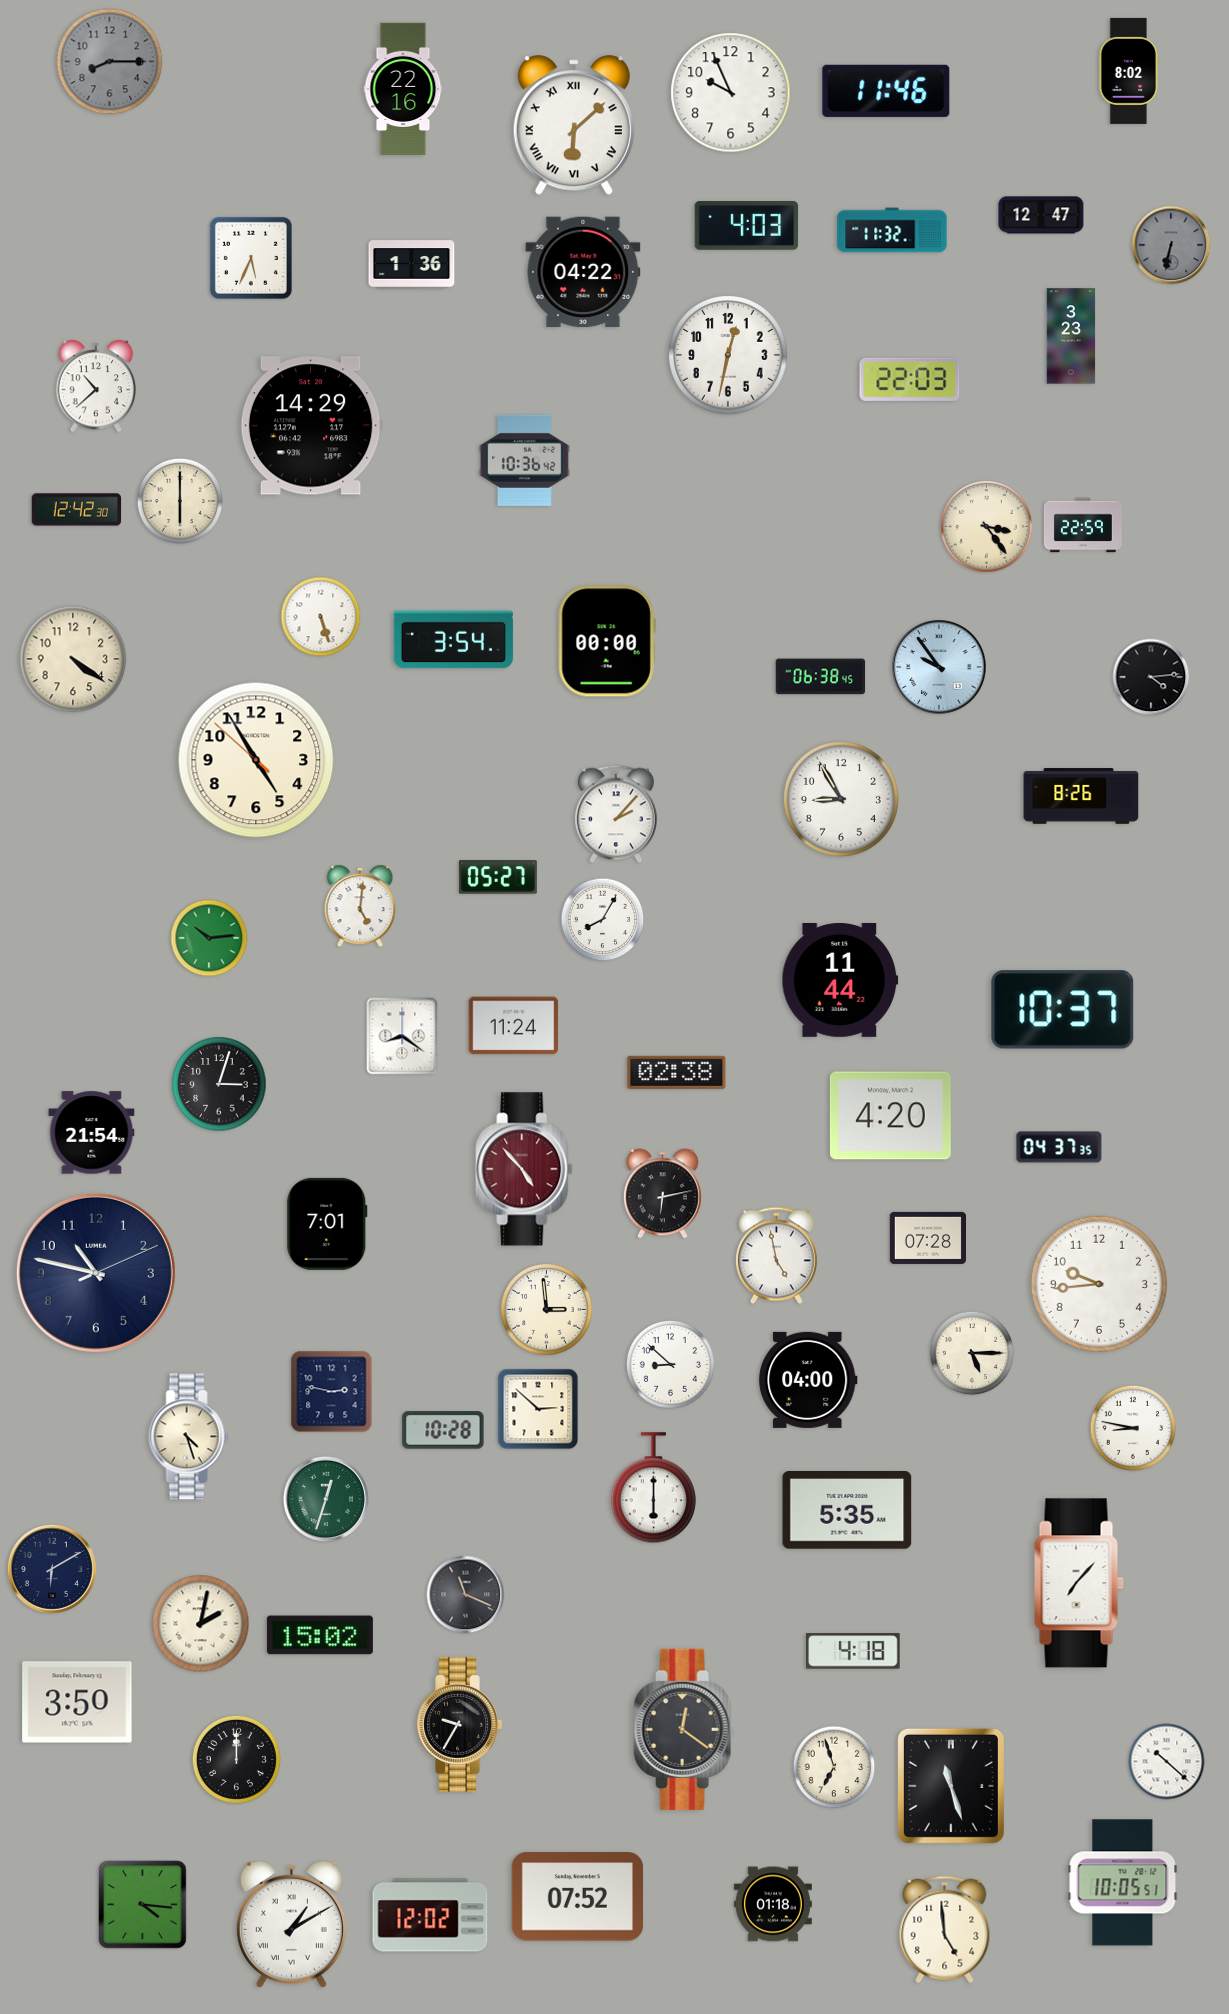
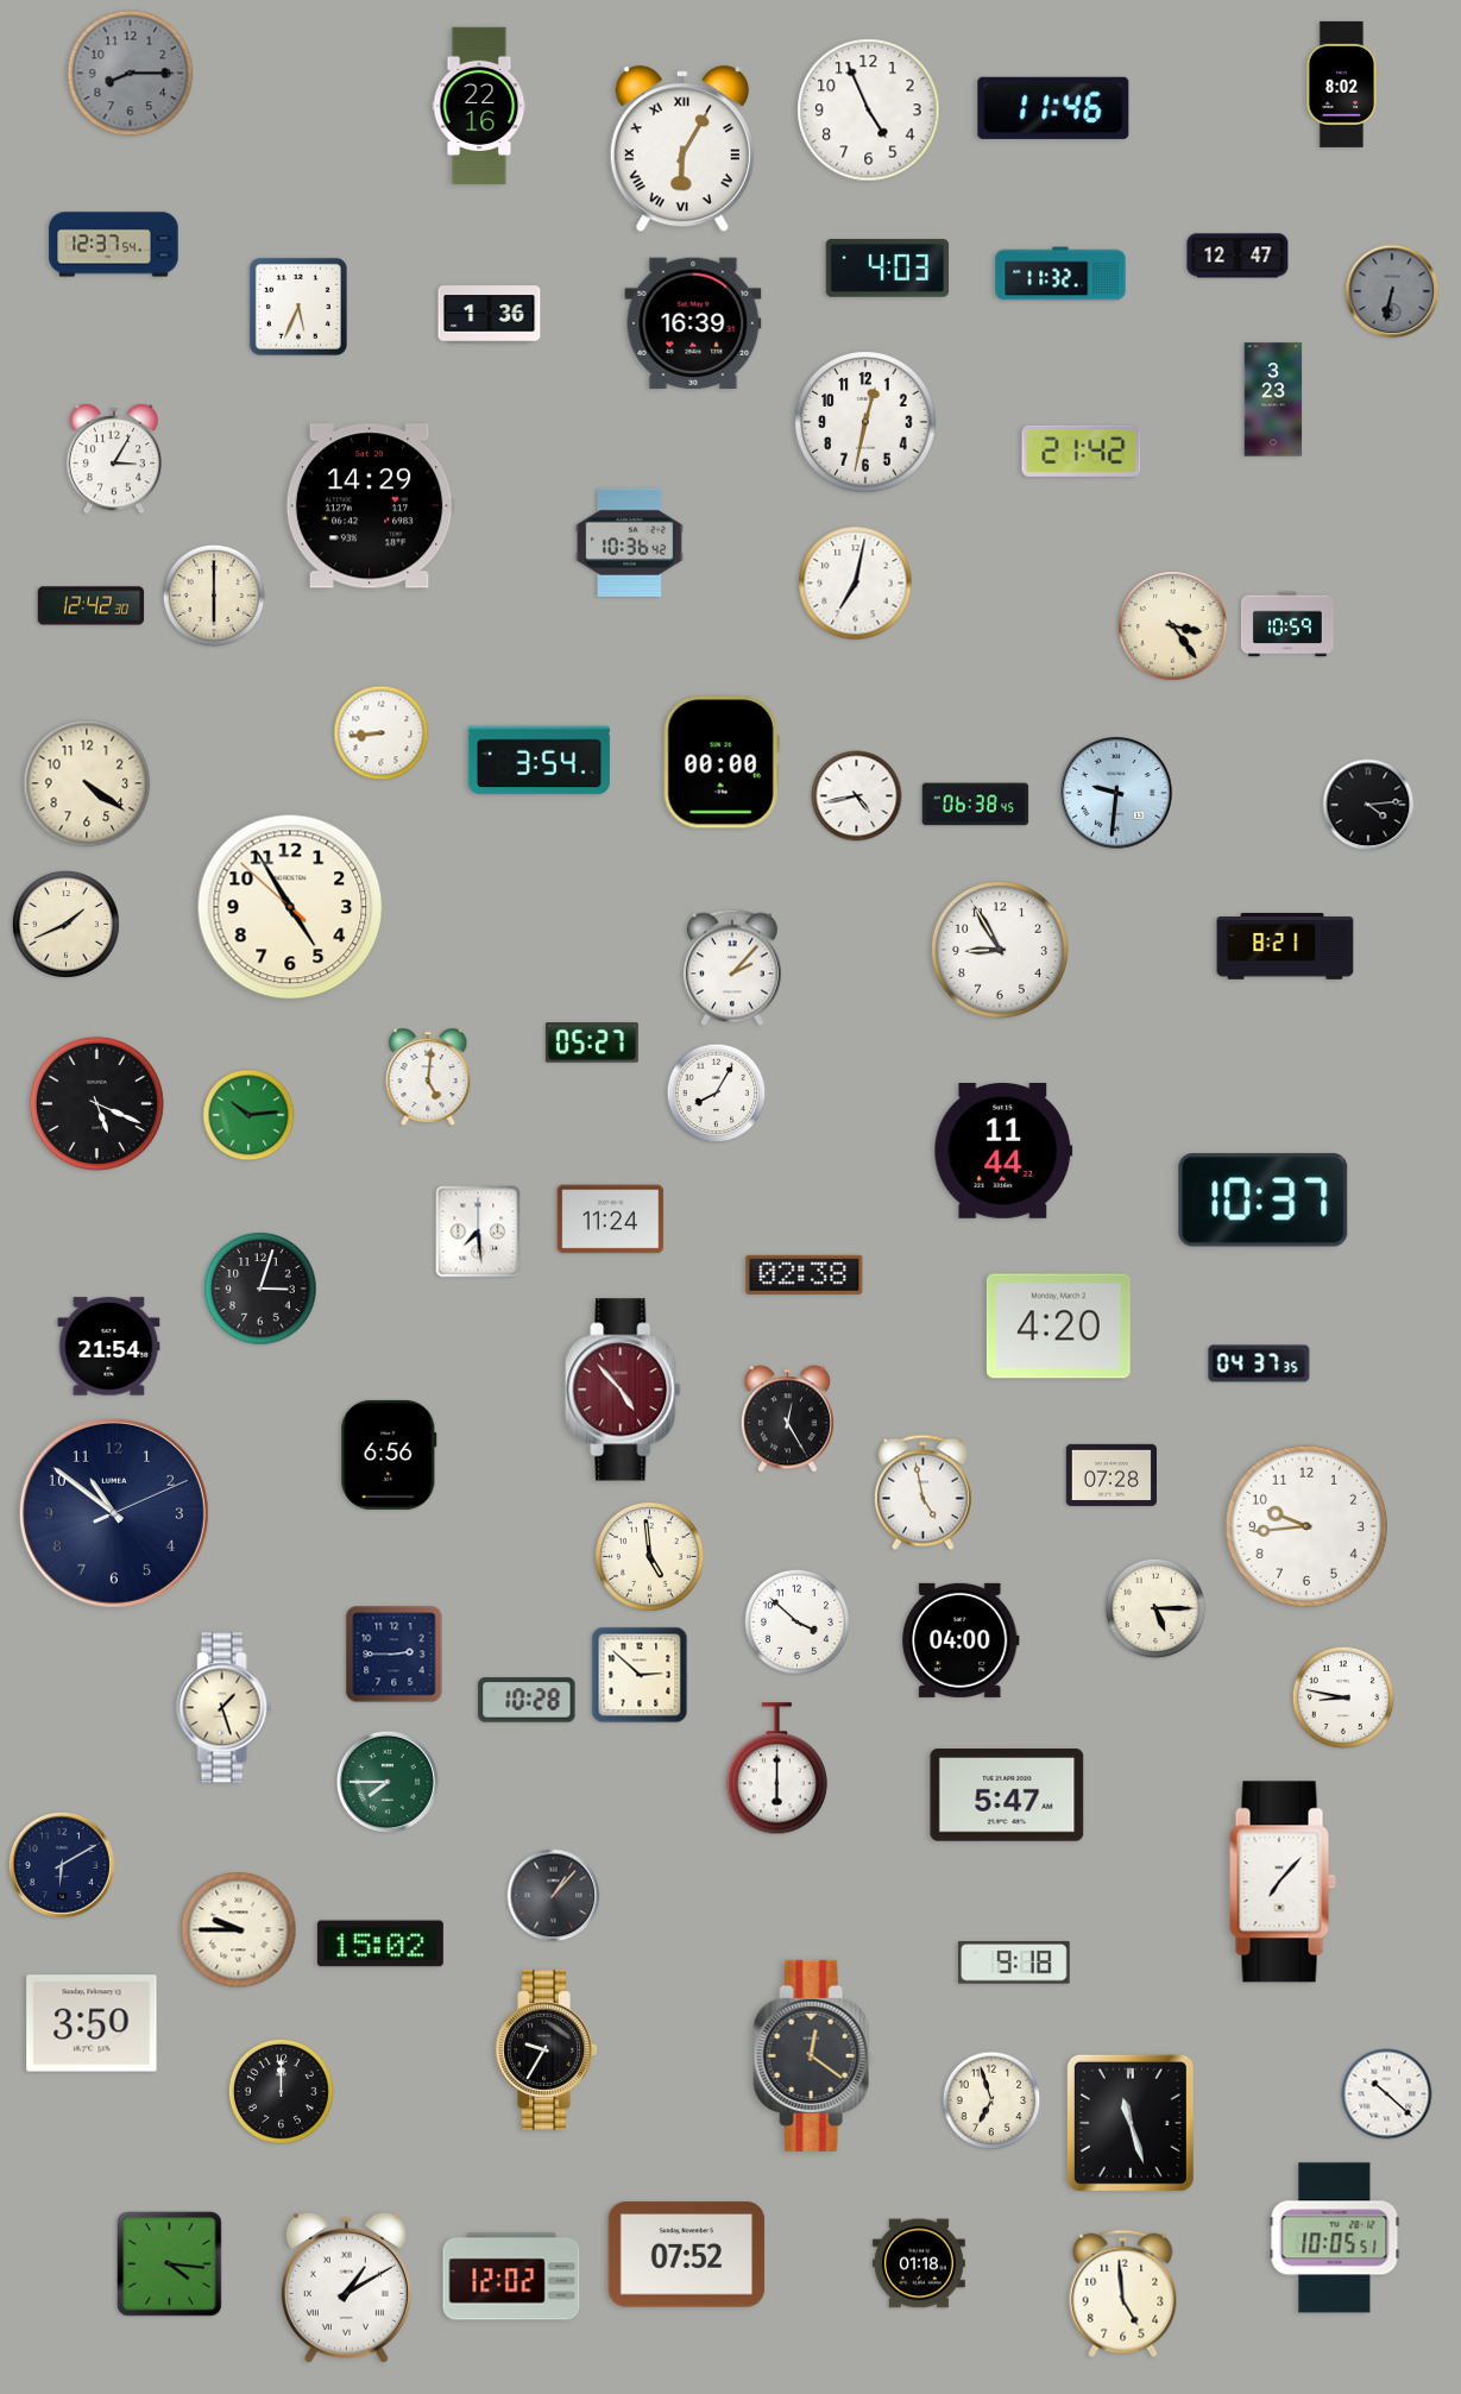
clock at (731, 93): 9:56 -> 4:56
clock at (574, 126): 6:08 -> 6:05
clock at (114, 245): none -> 12:37
clock at (583, 272): 04:22 -> 16:39
clock at (910, 379): 22:03 -> 21:42
clock at (96, 386): 10:38 -> 3:05
clock at (524, 460) position: (524, 460) -> (629, 542)
clock at (856, 584): none -> 7:02
clock at (1083, 525): 22:59 -> 10:59
clock at (321, 617): 5:27 -> 8:44
clock at (939, 667): 9:54 -> 9:31
clock at (857, 796): none -> 4:43
clock at (256, 760) position: (256, 760) -> (290, 907)
clock at (65, 924): none -> 1:41
clock at (1081, 796): 8:26 -> 8:21
clock at (96, 1103): none -> 5:19
clock at (840, 981) position: (840, 981) -> (1003, 1152)
clock at (402, 1036): 8:21 -> 7:29
clock at (662, 1194): 6:13 -> 12:25
clock at (327, 1224): 7:01 -> 6:56
clock at (927, 1238) position: (927, 1238) -> (1110, 1475)
clock at (96, 1273): 10:47 -> 10:51
clock at (547, 1310): 2:59 -> 4:59
clock at (670, 1364): 8:52 -> 3:52
clock at (332, 1392): 2:47 -> 2:45
clock at (1133, 1428) position: (1133, 1428) -> (1343, 1697)
clock at (189, 1437): 4:27 -> 1:27
clock at (326, 1499): 12:33 -> 7:45
clock at (847, 1511): 5:35 -> 5:47
clock at (466, 1595): 11:19 -> 1:07
clock at (201, 1624): 2:02 -> 9:45
clock at (854, 1651): 4:18 -> 9:18
